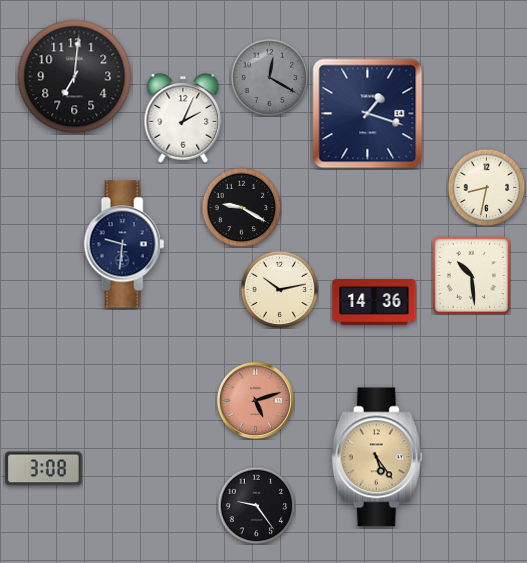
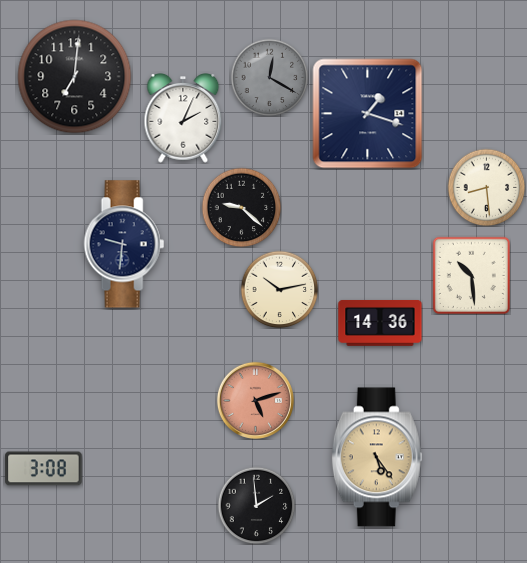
clock at (486, 187): 8:32 -> 8:29
clock at (241, 207): 9:20 -> 9:22
clock at (374, 302) position: (374, 302) -> (380, 323)
clock at (256, 505): 9:24 -> 1:59
